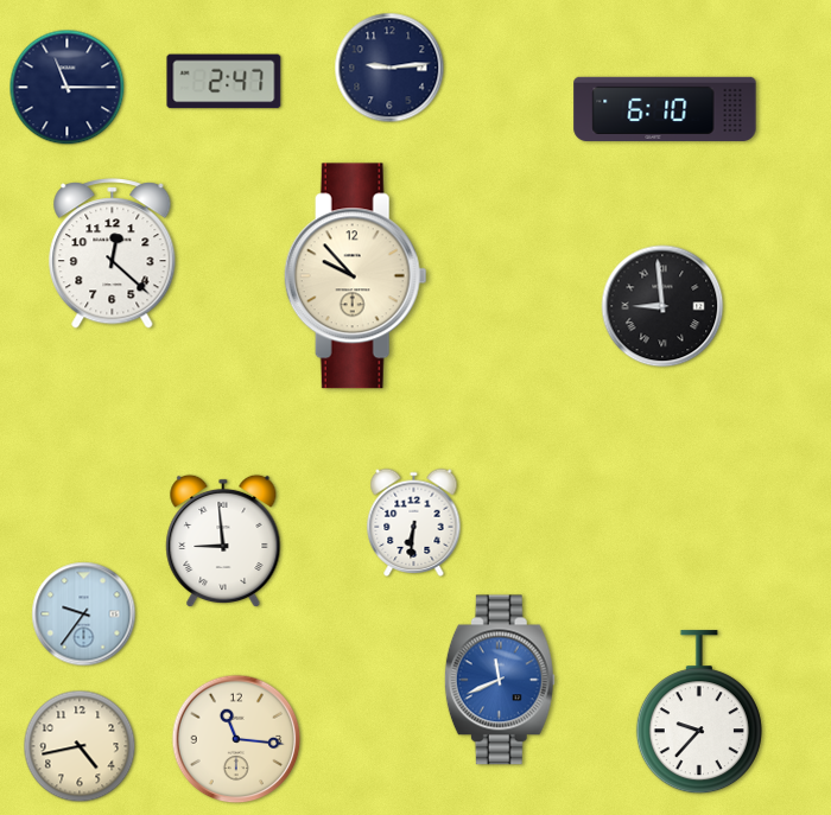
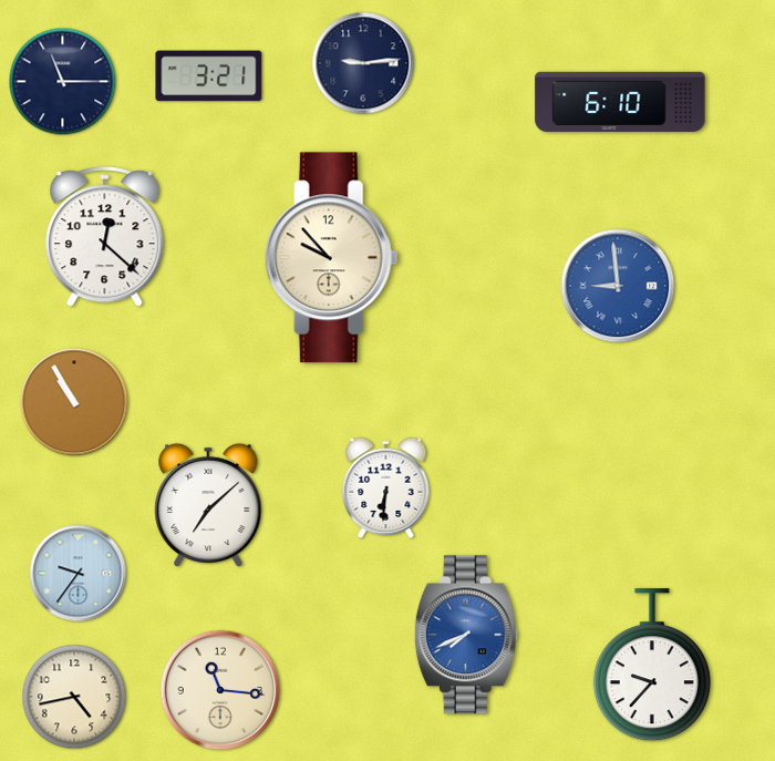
clock at (224, 82): 2:47 -> 3:21
clock at (662, 306) dial: black -> blue
clock at (74, 402): none -> 10:55
clock at (223, 541): 8:59 -> 7:08
clock at (500, 680): 11:41 -> 7:41
